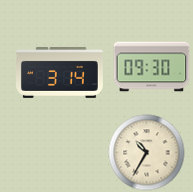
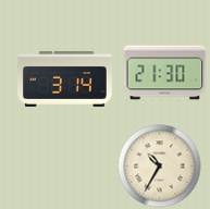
clock at (152, 67): 09:30 -> 21:30
